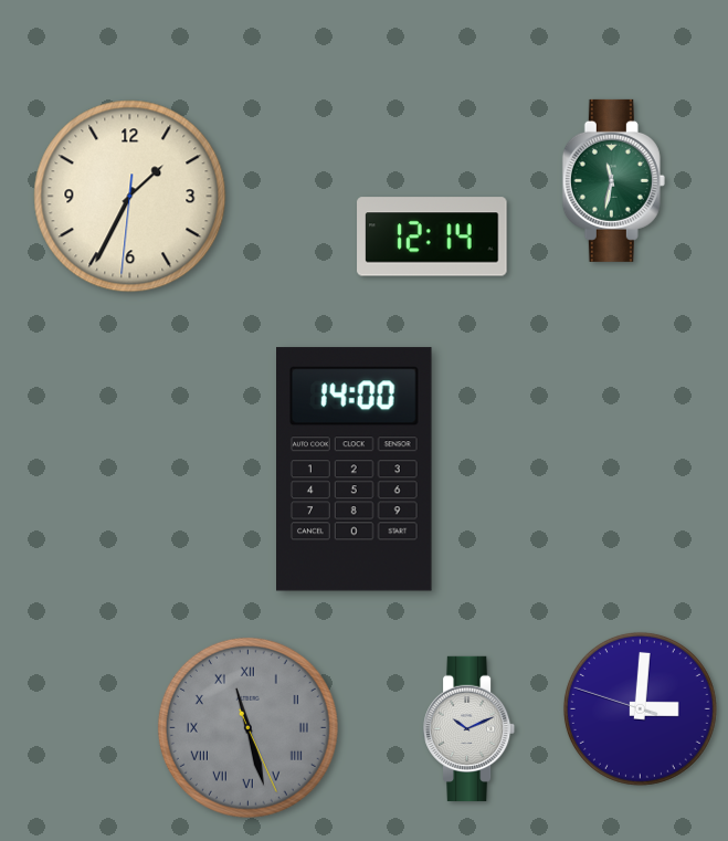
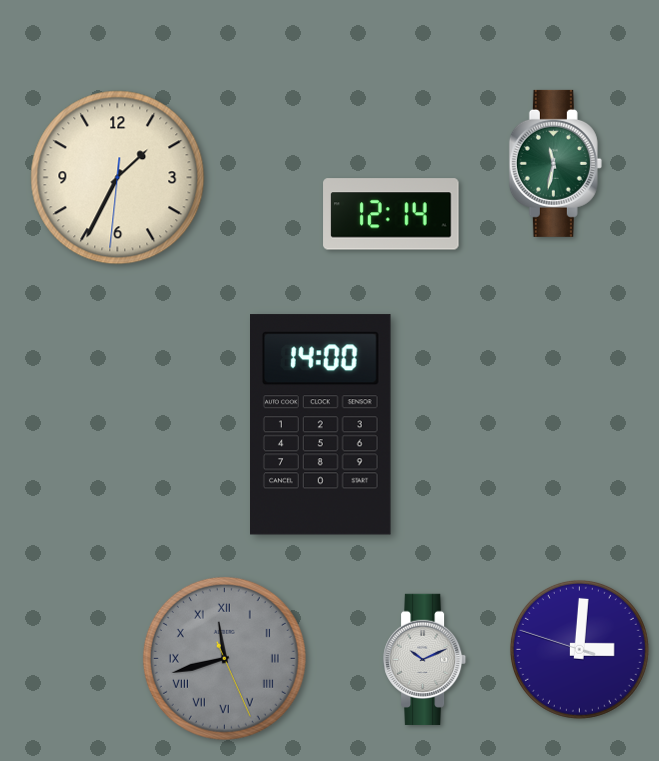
clock at (640, 708) position: (640, 708) -> (579, 649)
clock at (247, 727): 11:27 -> 11:42
